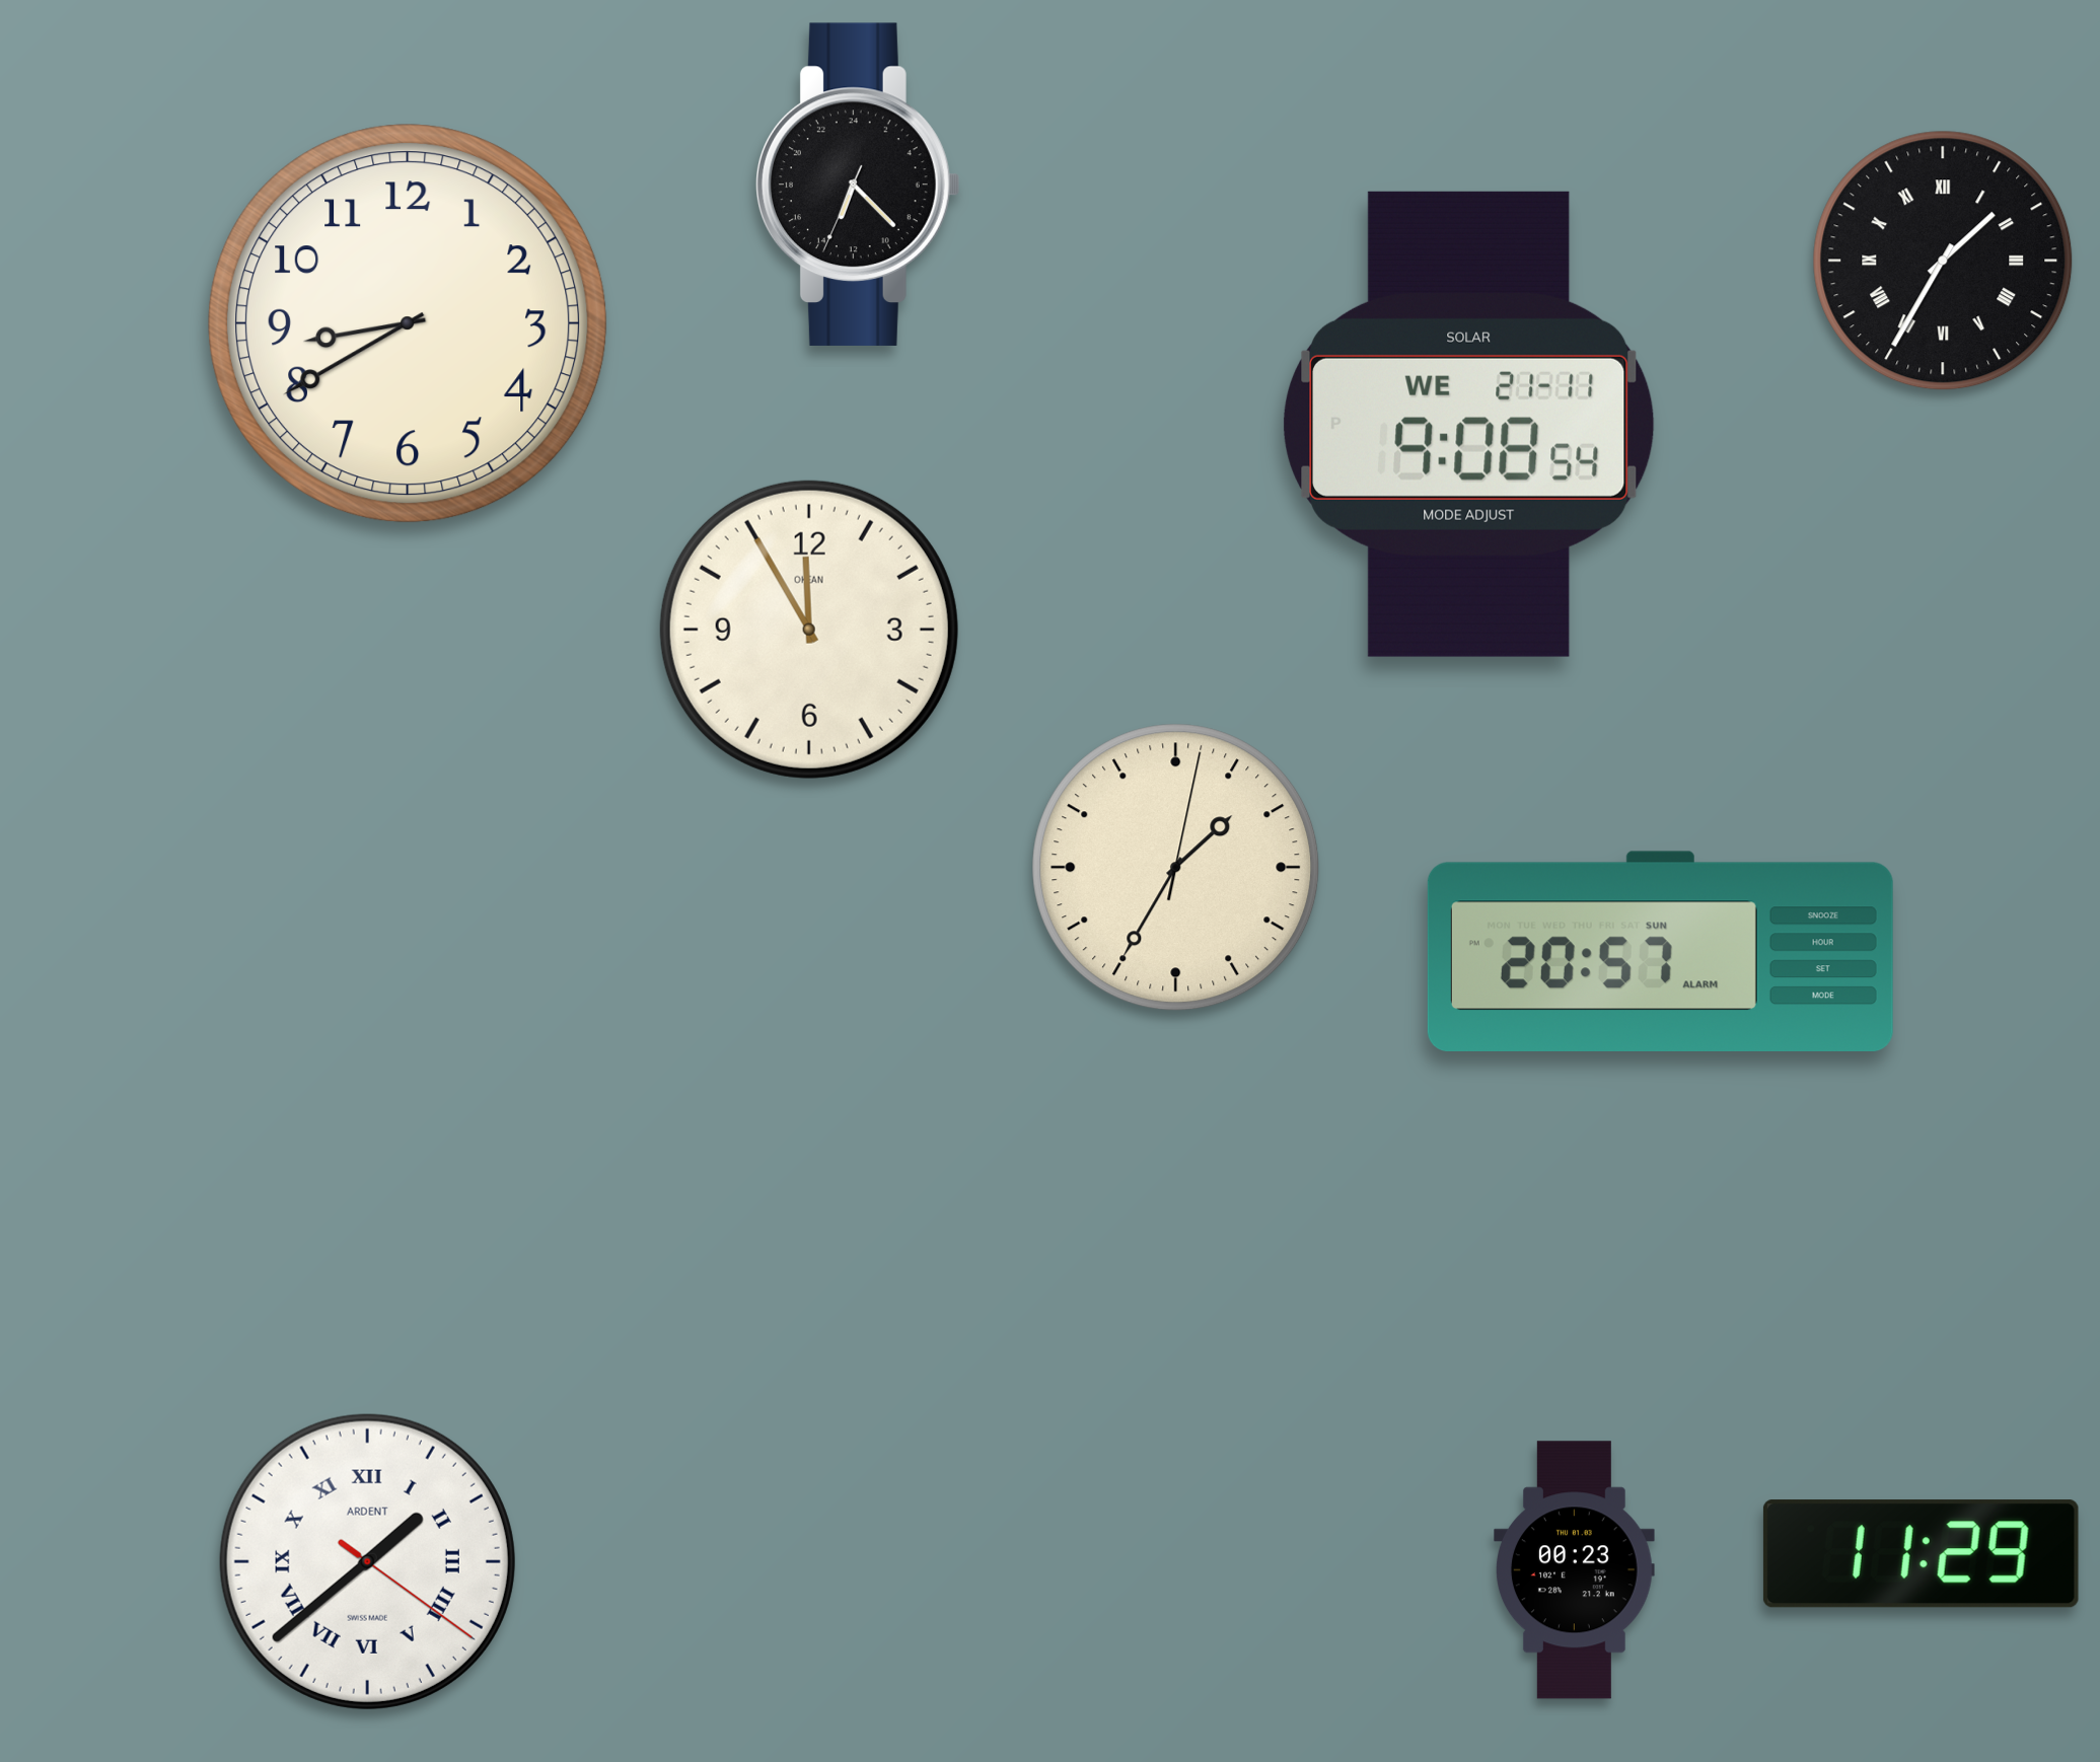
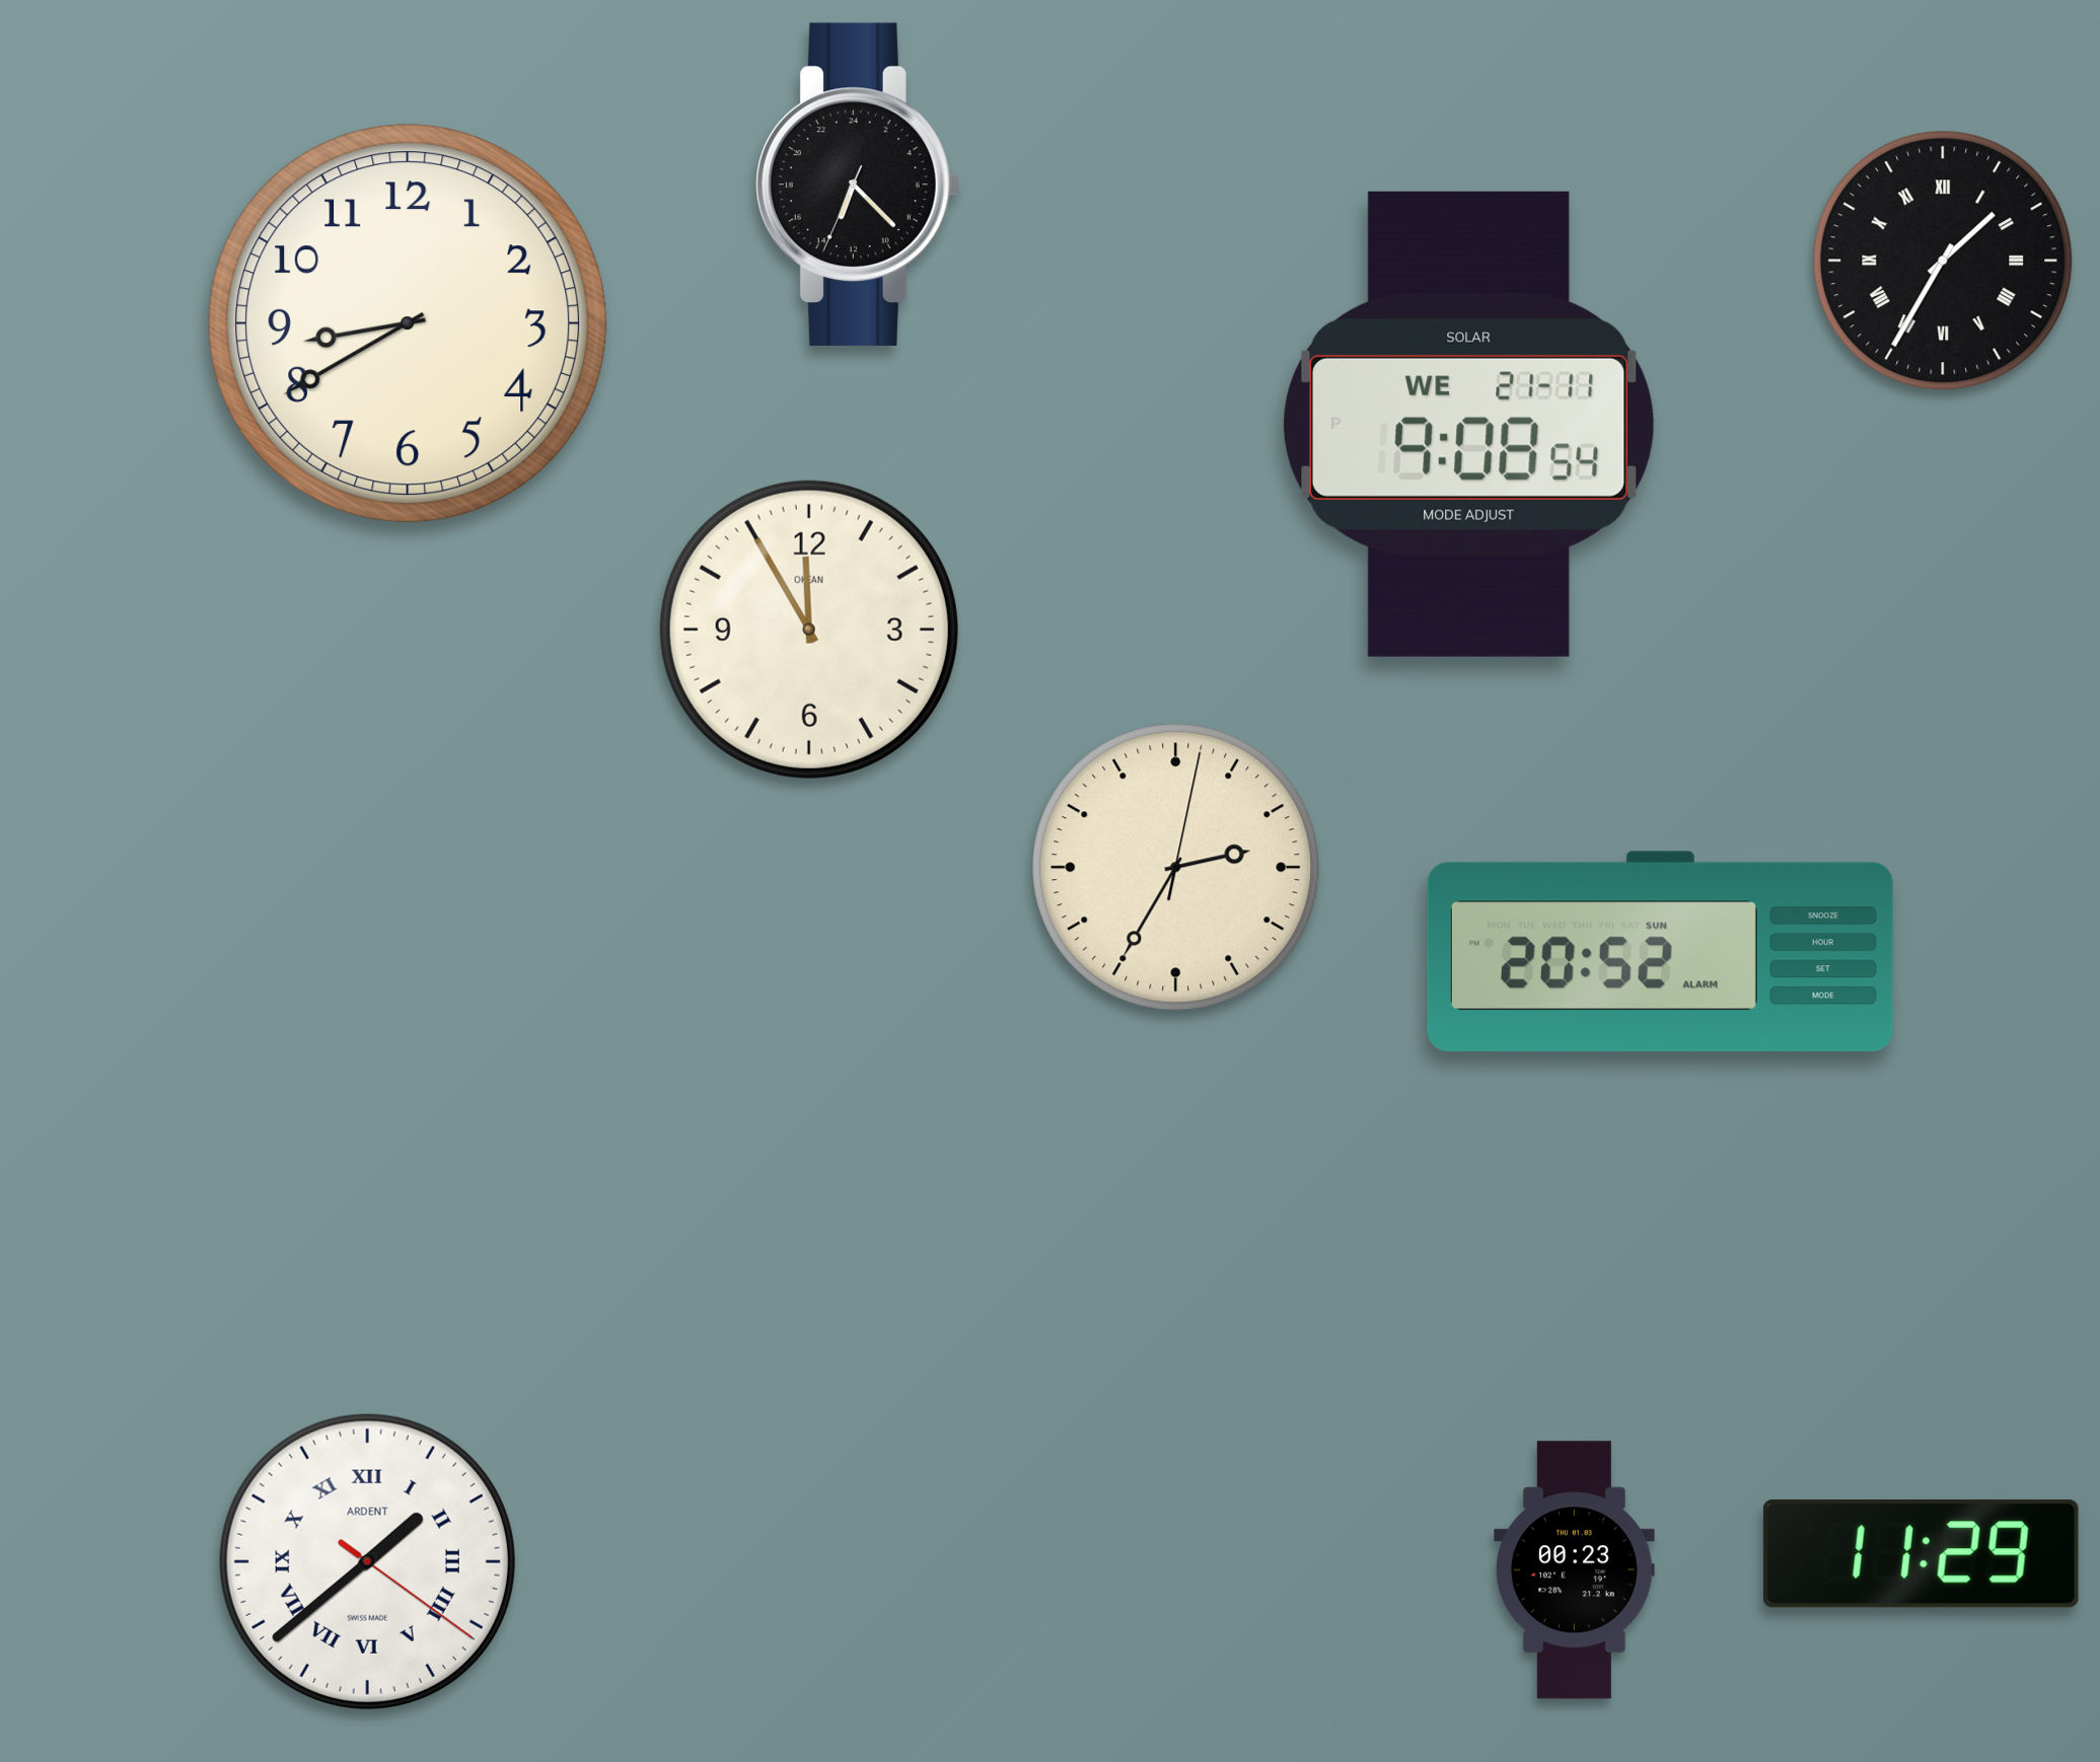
clock at (1176, 868): 1:35 -> 2:35
clock at (1660, 951): 20:57 -> 20:52
